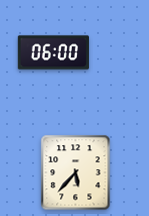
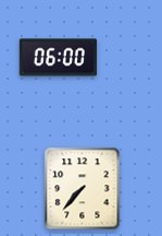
clock at (76, 173): 5:37 -> 7:37
